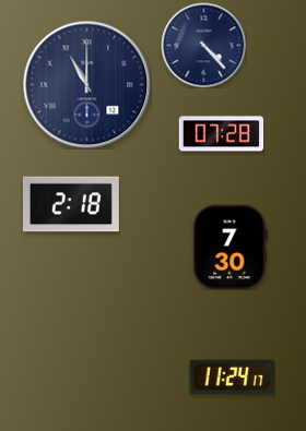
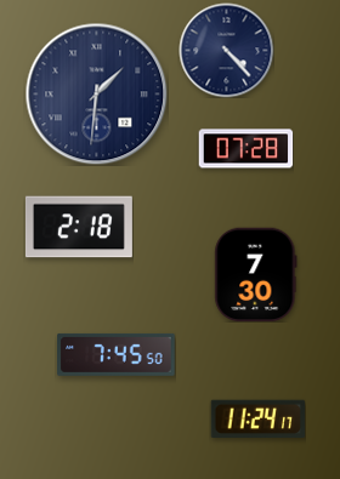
clock at (86, 84): 11:00 -> 1:31
clock at (117, 354): none -> 7:45
